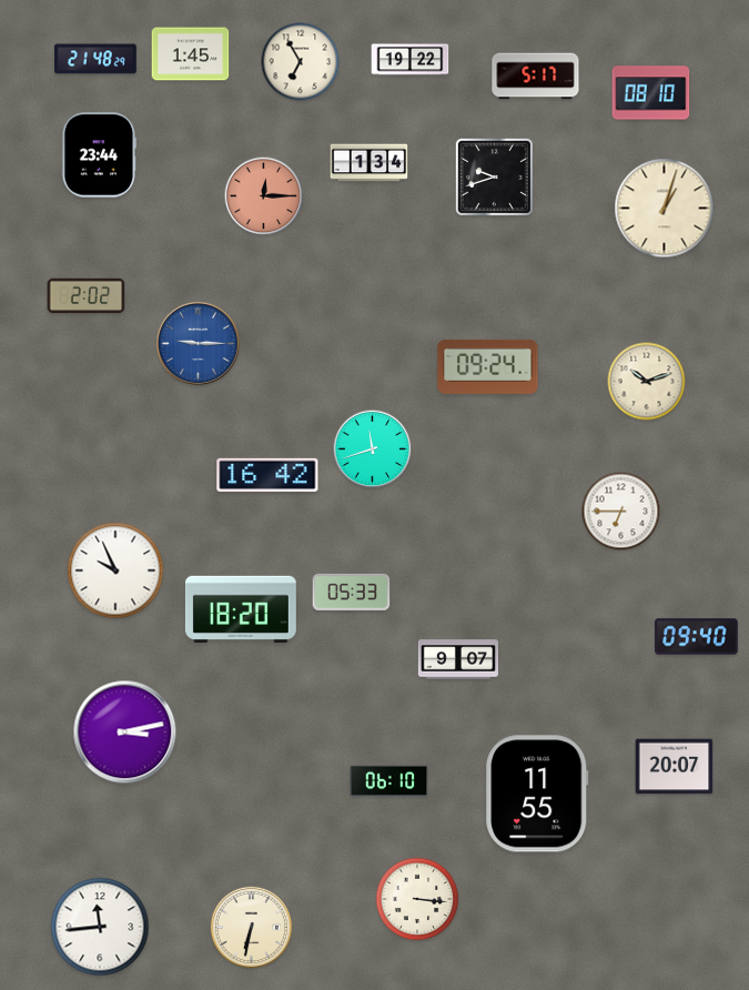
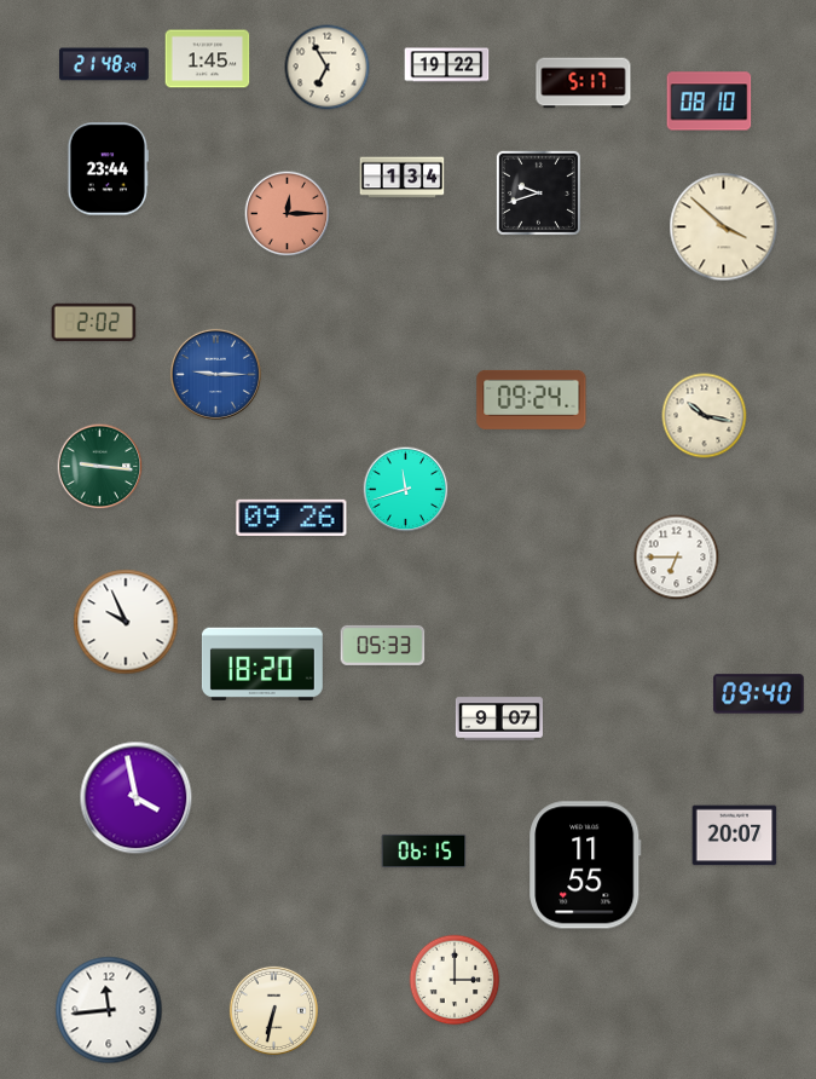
clock at (665, 209): 1:03 -> 3:52
clock at (647, 382): 10:12 -> 10:17
clock at (100, 467): none -> 9:16
clock at (267, 475): 16:42 -> 09:26
clock at (125, 733): 3:13 -> 3:58
clock at (389, 780): 06:10 -> 06:15
clock at (417, 899): 3:16 -> 3:00
